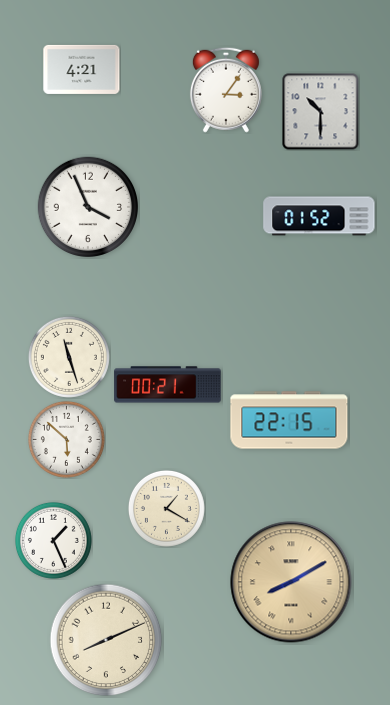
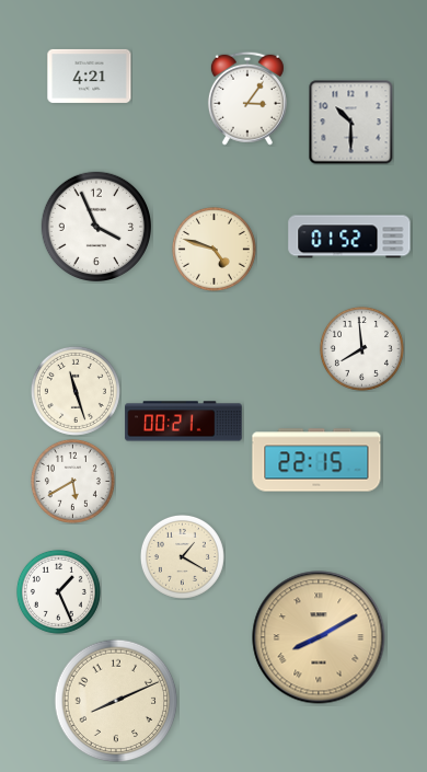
clock at (214, 249): none -> 4:48
clock at (361, 348): none -> 7:59
clock at (66, 439): 5:52 -> 5:40
